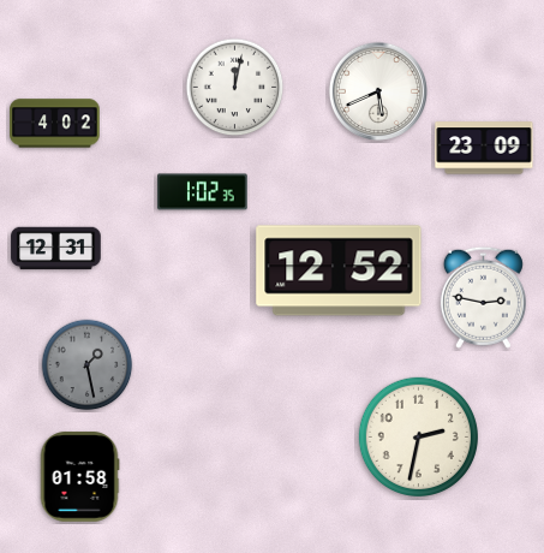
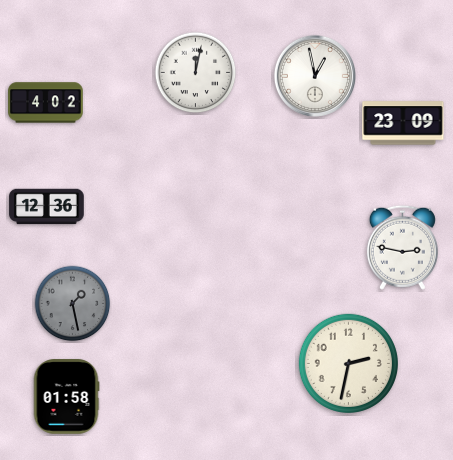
clock at (378, 91): 5:41 -> 12:58
clock at (203, 192): 1:02 -> none
clock at (56, 249): 12:31 -> 12:36
clock at (339, 270): 12:52 -> none
